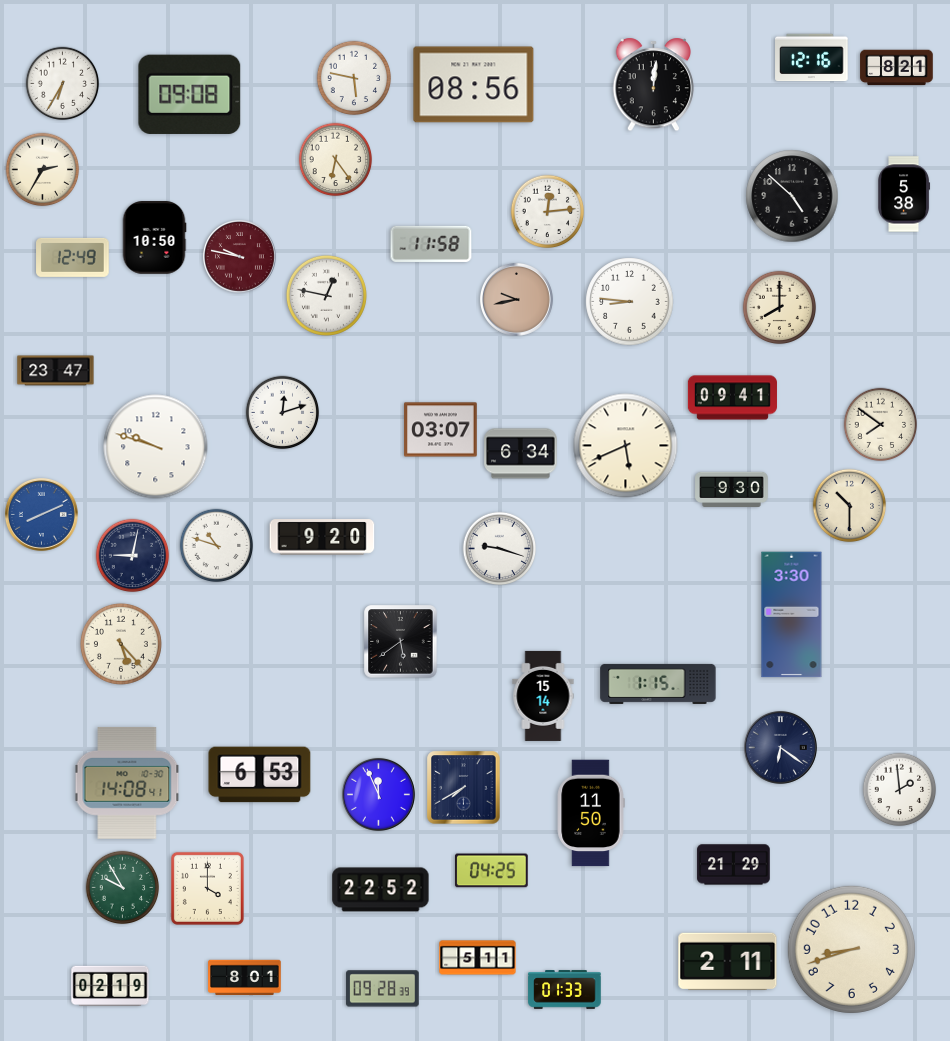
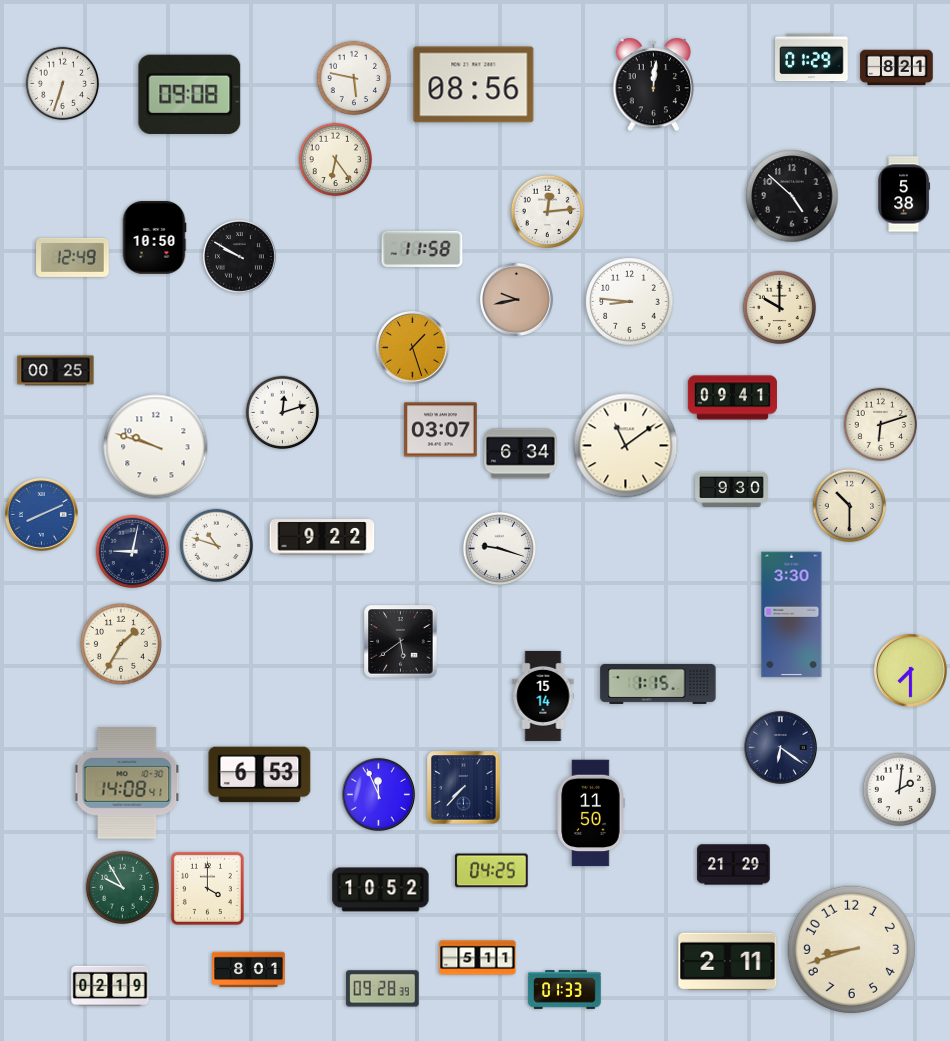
clock at (812, 58): 12:16 -> 01:29
clock at (63, 84): 6:35 -> 6:33
clock at (43, 170): 2:35 -> none
clock at (431, 244) position: (431, 244) -> (422, 249)
clock at (239, 256): 9:47 -> 9:50
clock at (239, 256) dial: burgundy -> black
clock at (326, 295): 12:47 -> none
clock at (780, 308): 8:00 -> 10:00
clock at (412, 347): none -> 1:27
clock at (56, 371): 23:47 -> 00:25
clock at (881, 425): 7:51 -> 6:12
clock at (626, 446): 5:41 -> 11:09
clock at (322, 537): 9:20 -> 9:22
clock at (133, 556) position: (133, 556) -> (133, 552)
clock at (121, 644): 5:23 -> 1:35
clock at (910, 670): none -> 7:30
clock at (464, 788): 7:40 -> 7:37
clock at (900, 790): 1:59 -> 2:01
clock at (381, 890): 22:52 -> 10:52
clock at (245, 978) position: (245, 978) -> (249, 970)
